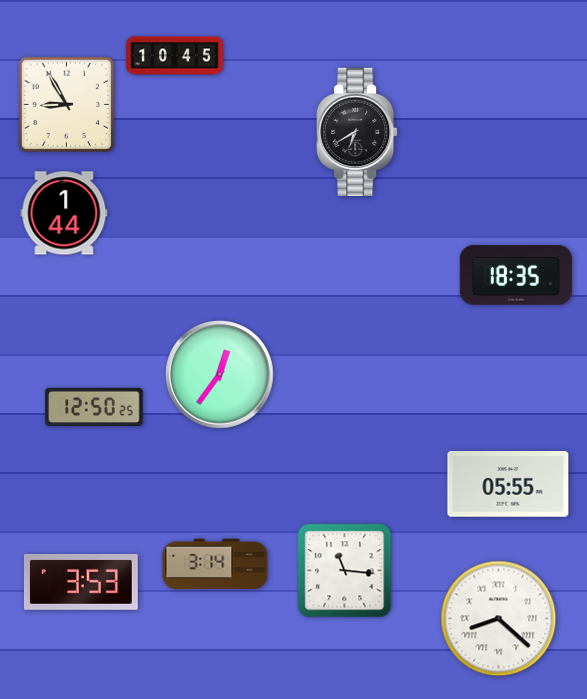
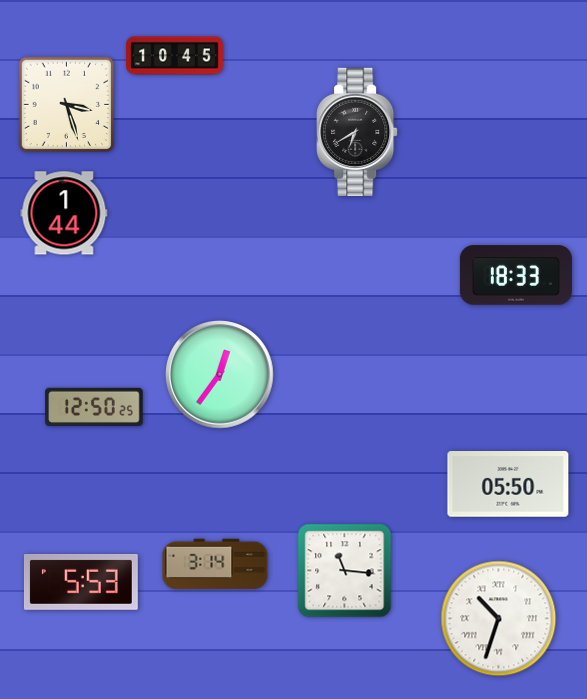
clock at (66, 104): 8:55 -> 3:27
clock at (516, 275): 18:35 -> 18:33
clock at (508, 485): 05:55 -> 05:50
clock at (81, 582): 3:53 -> 5:53
clock at (499, 619): 8:22 -> 10:33
